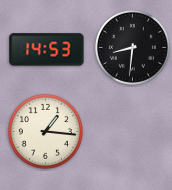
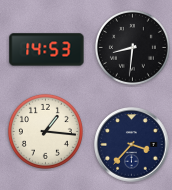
clock at (132, 145): none -> 3:37
